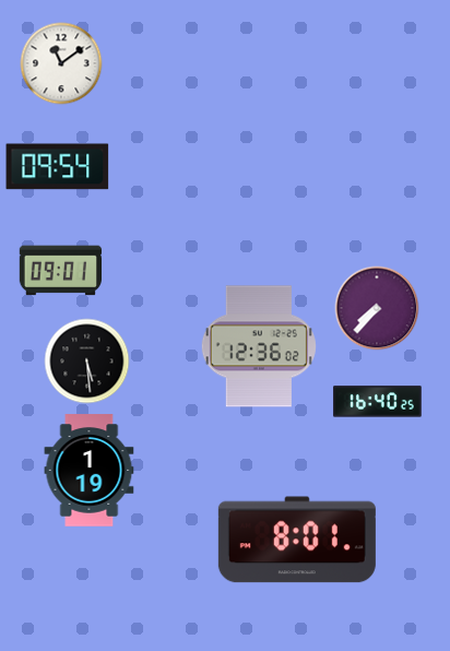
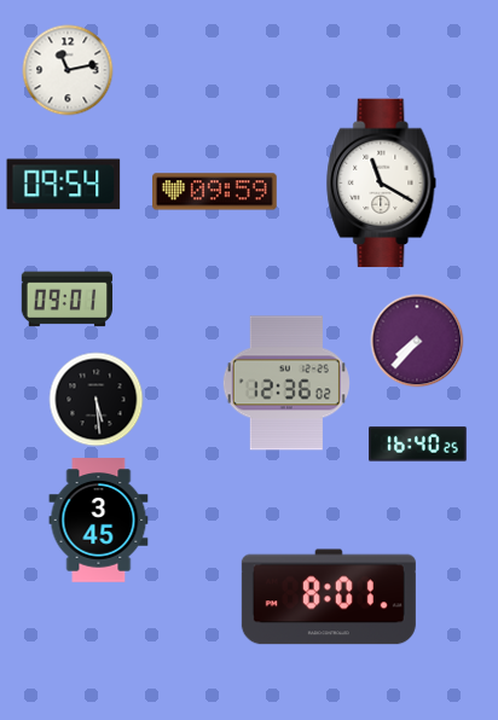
clock at (61, 63): 11:09 -> 11:13
clock at (382, 184): none -> 11:20
clock at (215, 192): none -> 09:59
clock at (90, 471): 1:19 -> 3:45
